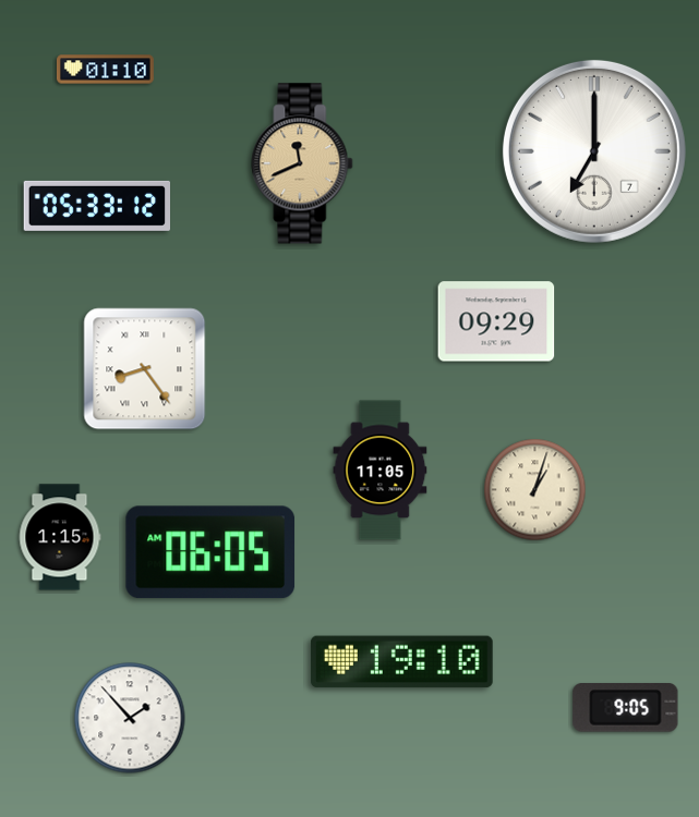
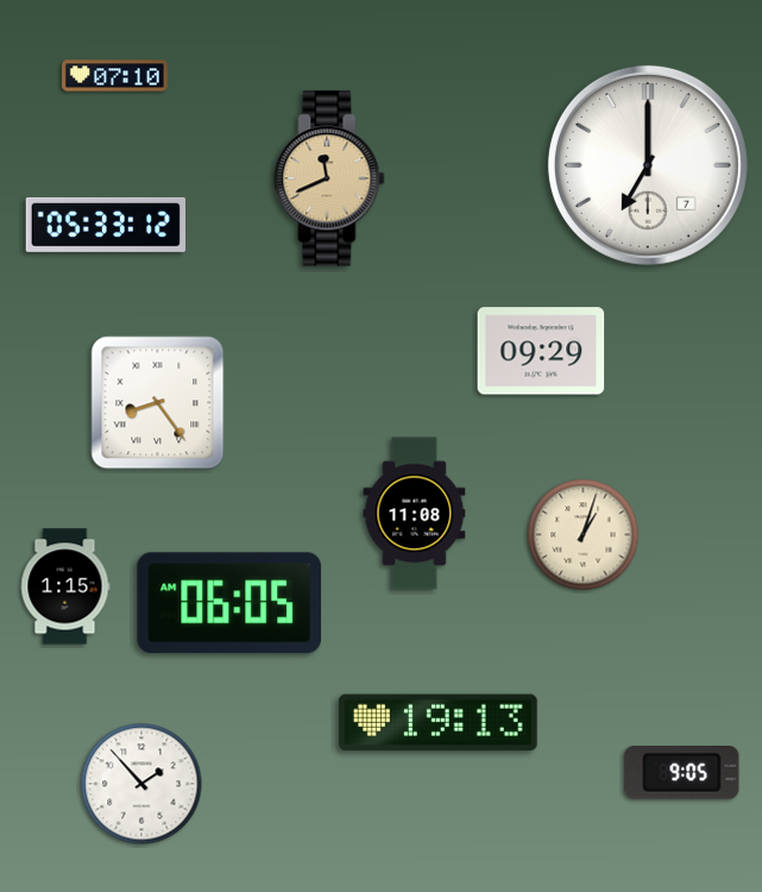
clock at (105, 70): 01:10 -> 07:10
clock at (381, 471): 11:05 -> 11:08
clock at (402, 662): 19:10 -> 19:13
